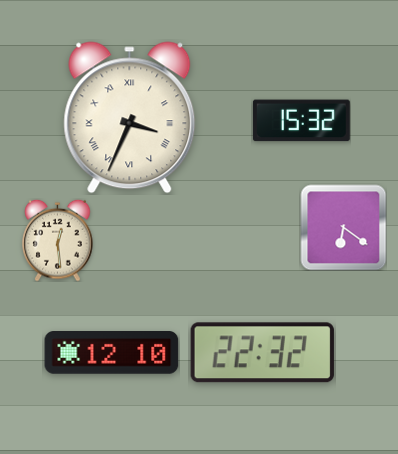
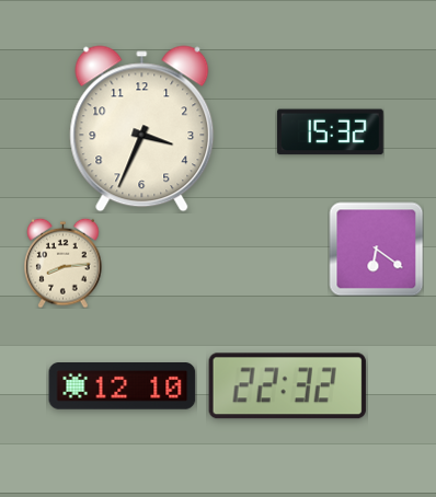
clock at (130, 118) numerals: Roman -> Arabic
clock at (58, 240): 12:29 -> 8:14
